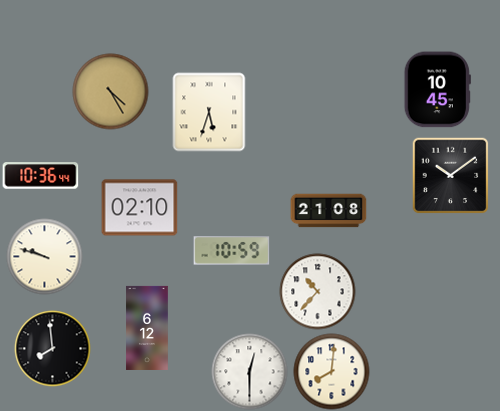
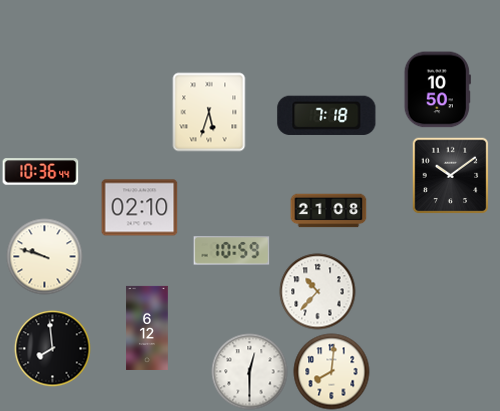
clock at (437, 90): 10:45 -> 10:50
clock at (111, 92): 4:25 -> none
clock at (327, 115): none -> 7:18
clock at (41, 176) position: (41, 176) -> (41, 172)
